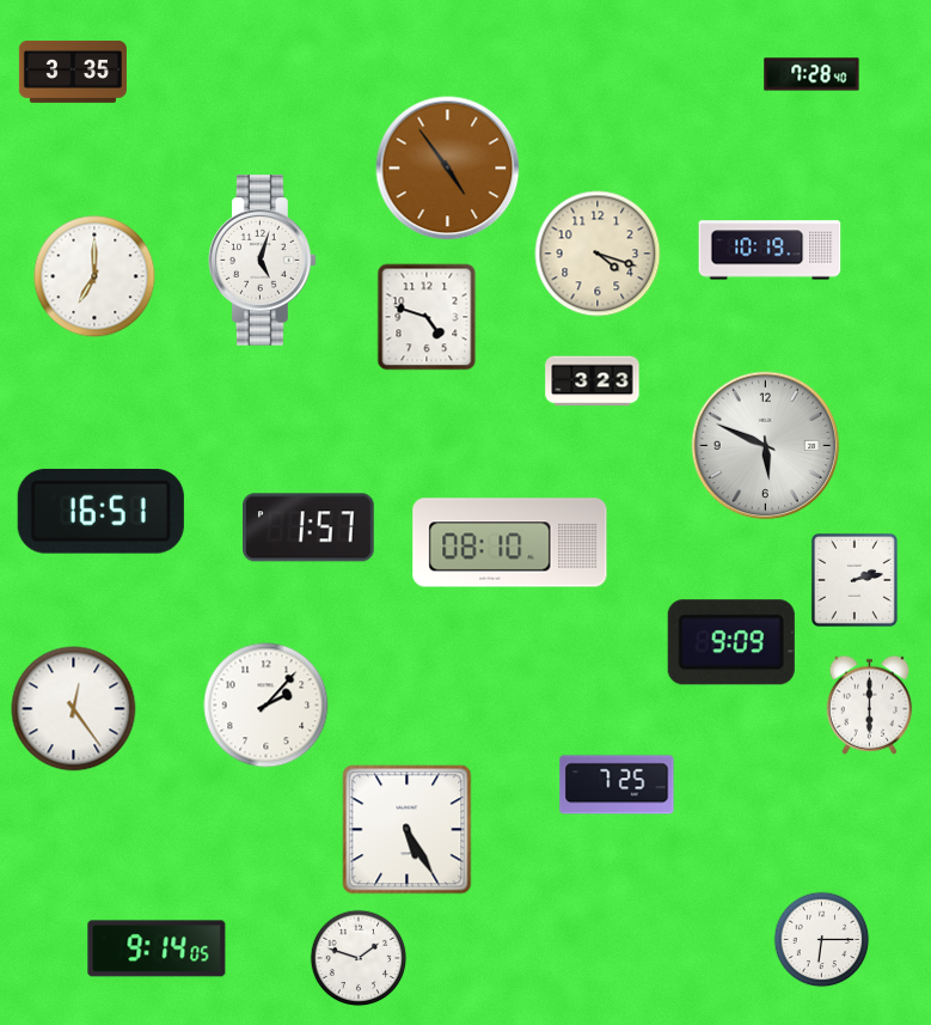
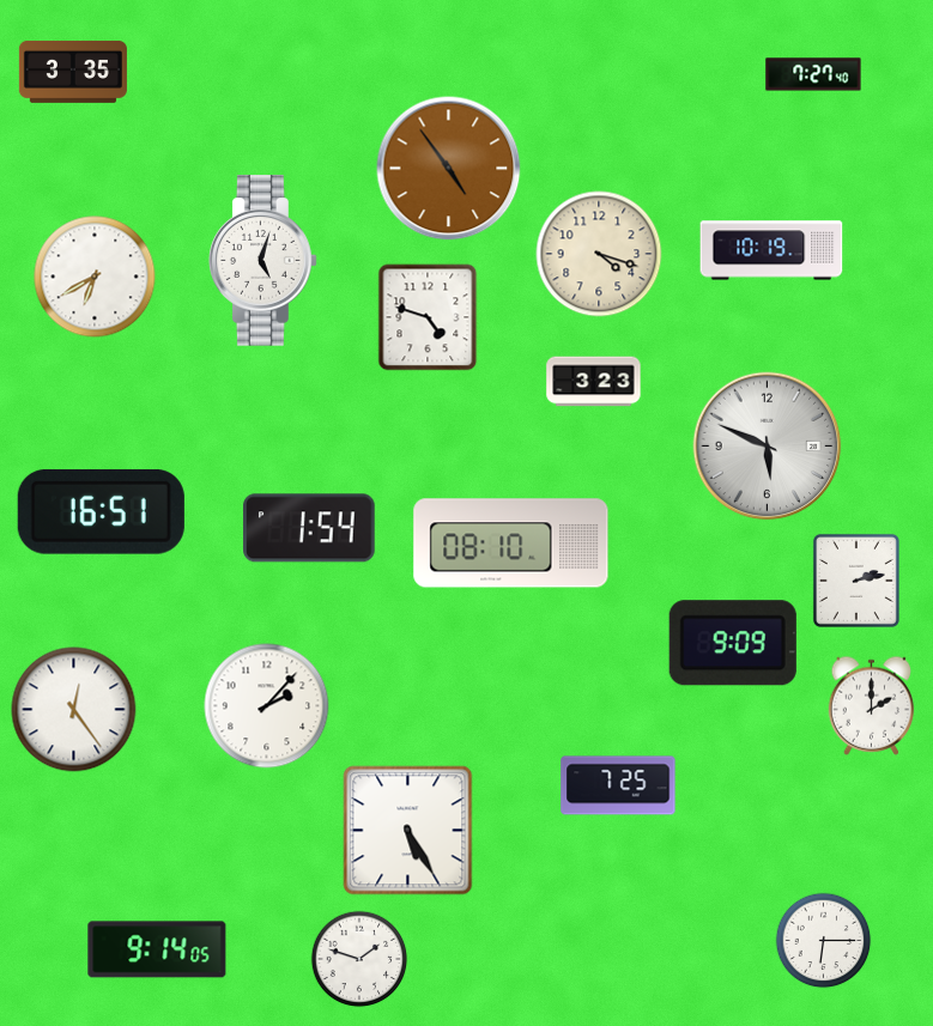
clock at (811, 74): 7:28 -> 7:27
clock at (94, 276): 7:00 -> 6:40
clock at (310, 527): 1:57 -> 1:54
clock at (870, 704): 6:00 -> 2:00
